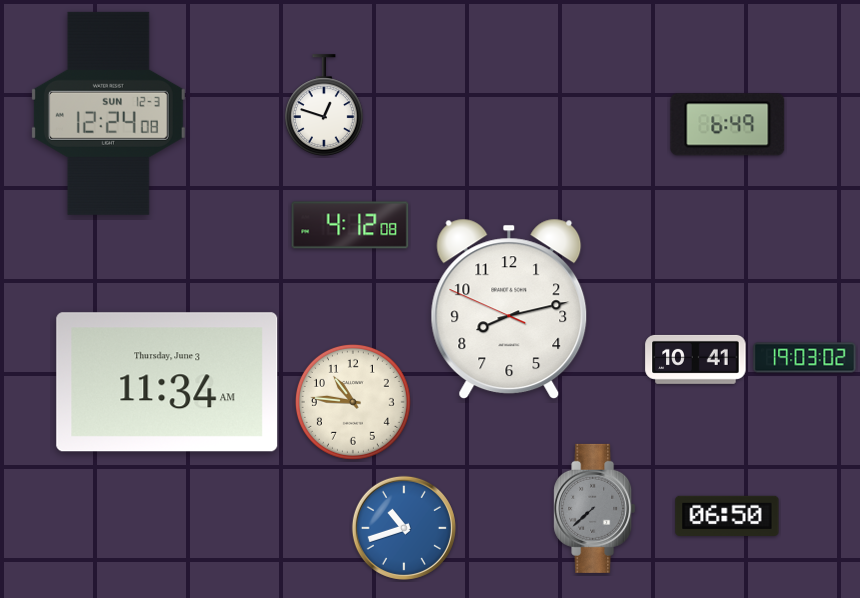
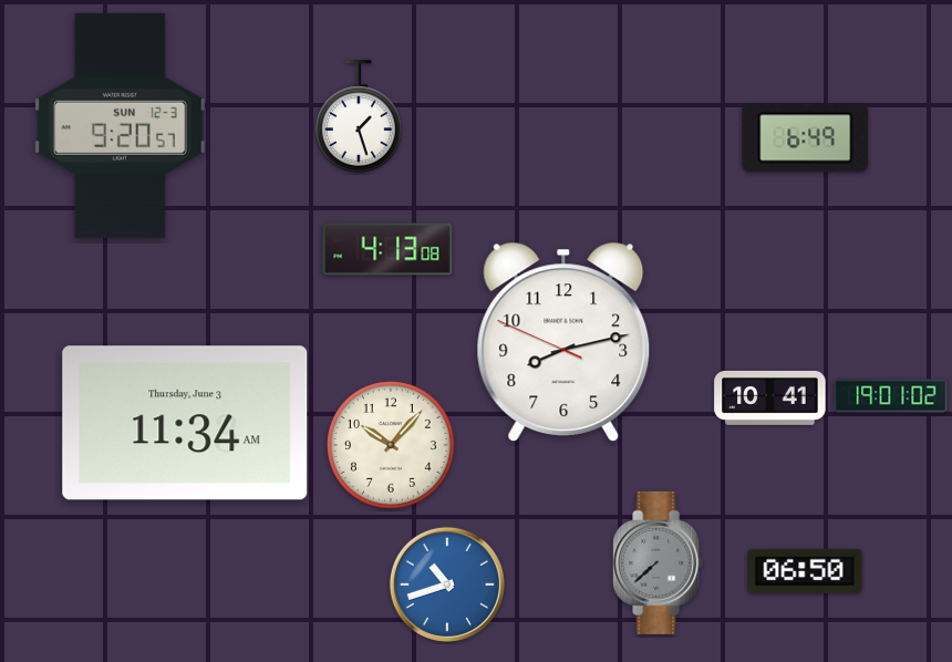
clock at (324, 105): 12:48 -> 1:27
clock at (108, 113): 12:24 -> 9:20
clock at (350, 225): 4:12 -> 4:13
clock at (805, 358): 19:03 -> 19:01
clock at (353, 402): 10:46 -> 10:07
